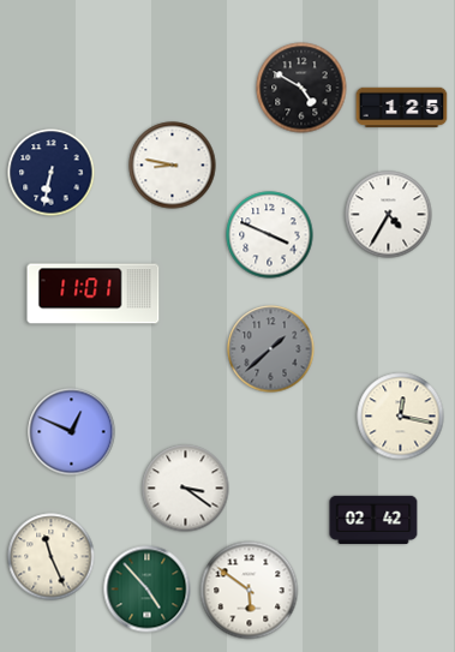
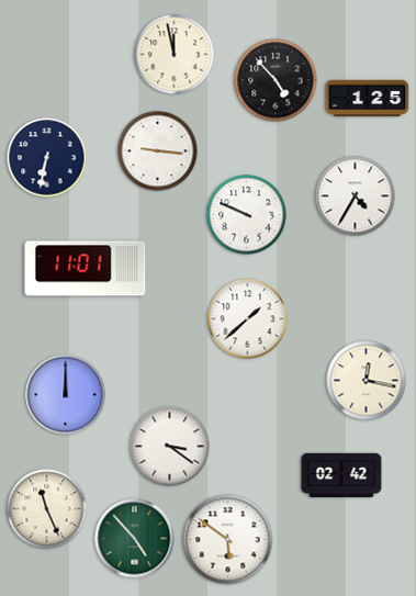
clock at (175, 55): none -> 11:58
clock at (301, 88): 4:50 -> 4:53
clock at (173, 166): 8:47 -> 9:16
clock at (270, 235): 3:49 -> 9:49
clock at (271, 349) dial: grey -> white
clock at (72, 432): 12:49 -> 12:00
